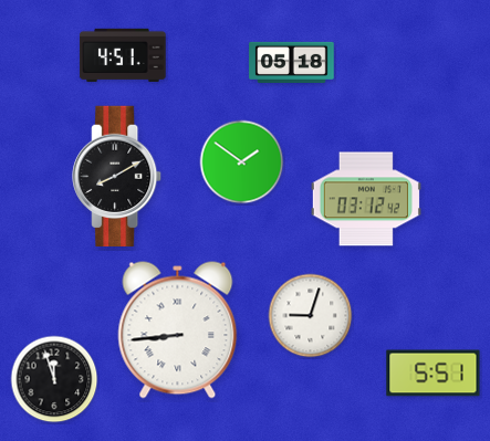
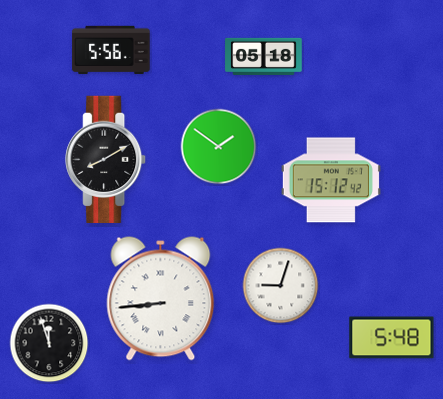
clock at (123, 55): 4:51 -> 5:56
clock at (366, 199): 03:12 -> 15:12
clock at (434, 374): 5:51 -> 5:48
